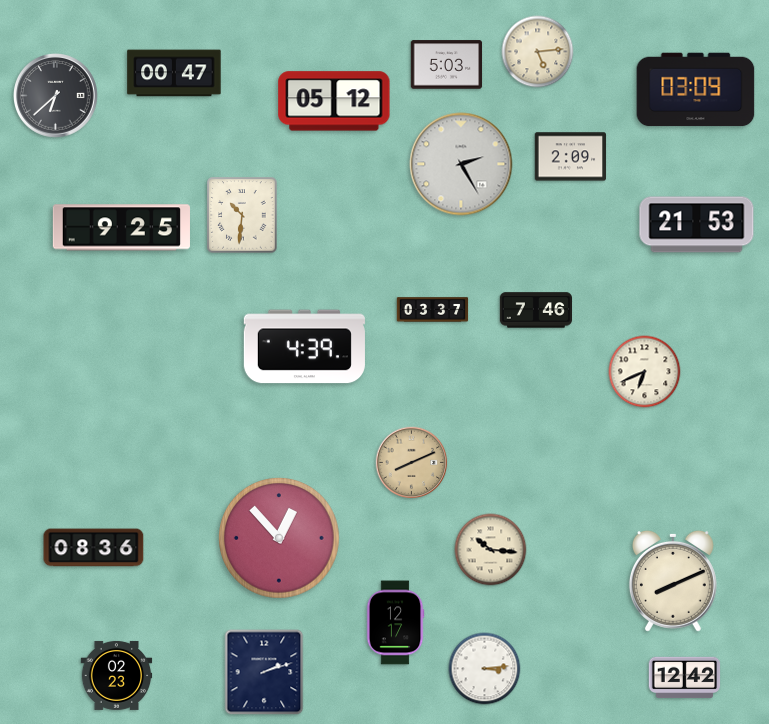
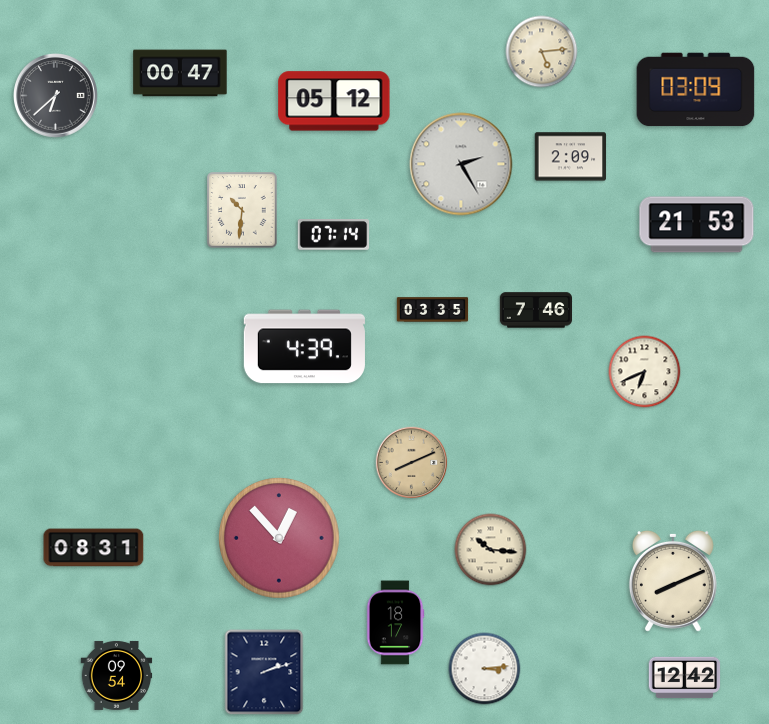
clock at (538, 52) position: (538, 52) -> (542, 52)
clock at (447, 65): 5:03 -> none
clock at (174, 73) position: (174, 73) -> (180, 73)
clock at (242, 215) position: (242, 215) -> (242, 210)
clock at (121, 228): 9:25 -> none
clock at (334, 235): none -> 07:14
clock at (433, 310): 03:37 -> 03:35
clock at (94, 548): 08:36 -> 08:31
clock at (395, 623): 12:17 -> 18:17
clock at (117, 675): 02:23 -> 09:54
